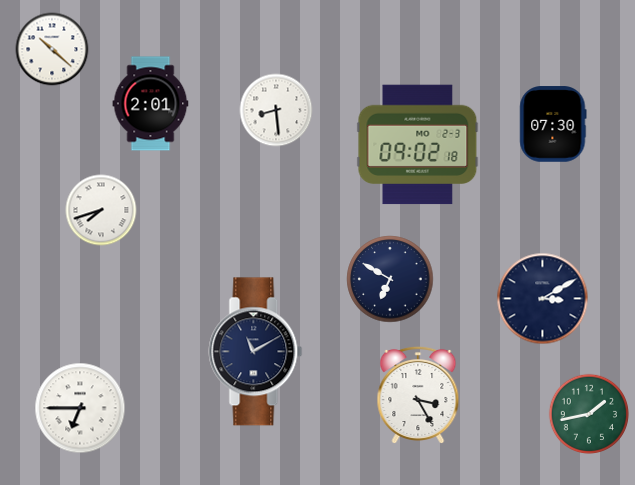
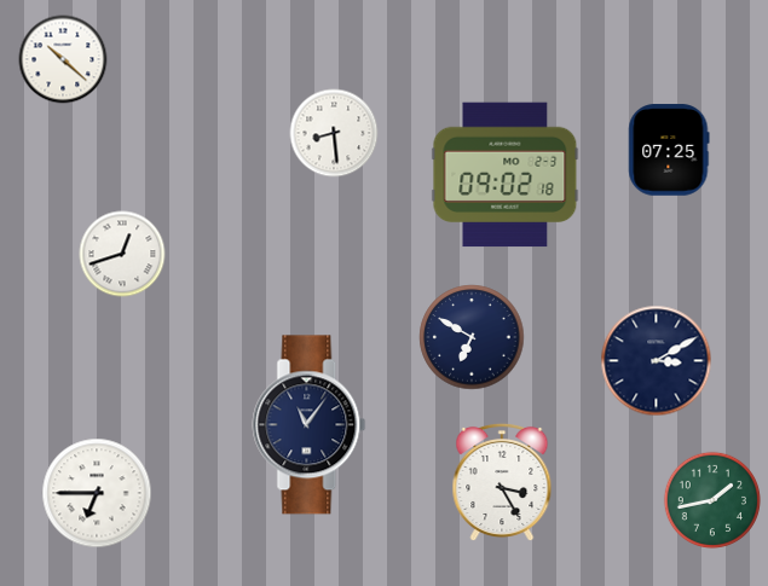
clock at (151, 104): 2:01 -> none
clock at (553, 124): 07:30 -> 07:25
clock at (101, 210): 7:42 -> 12:42
clock at (256, 352): 11:10 -> 11:06
clock at (418, 394) position: (418, 394) -> (502, 481)
